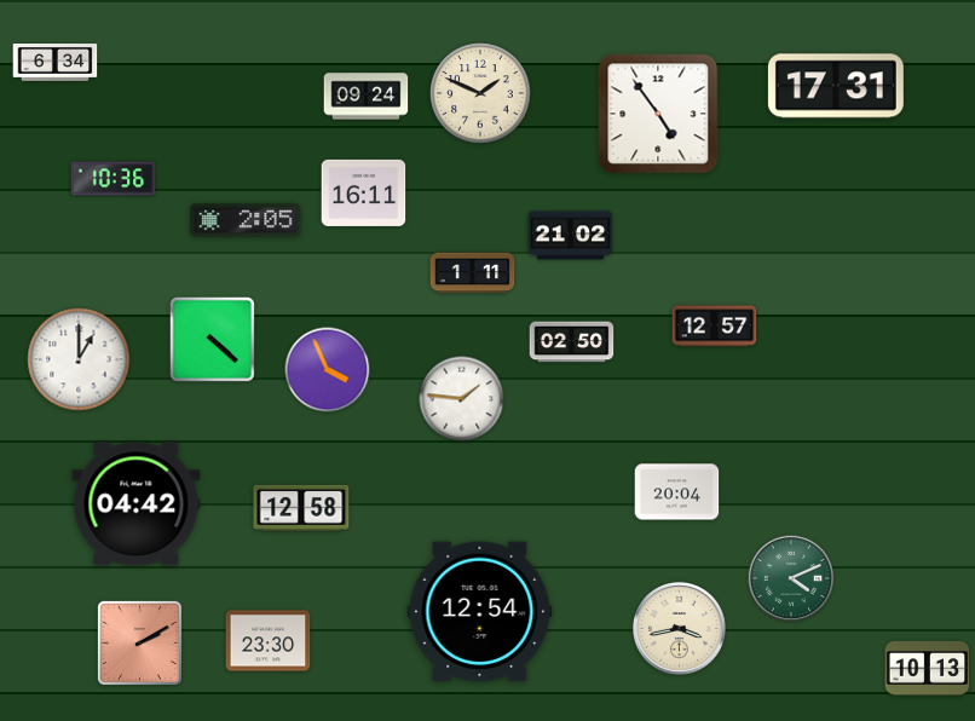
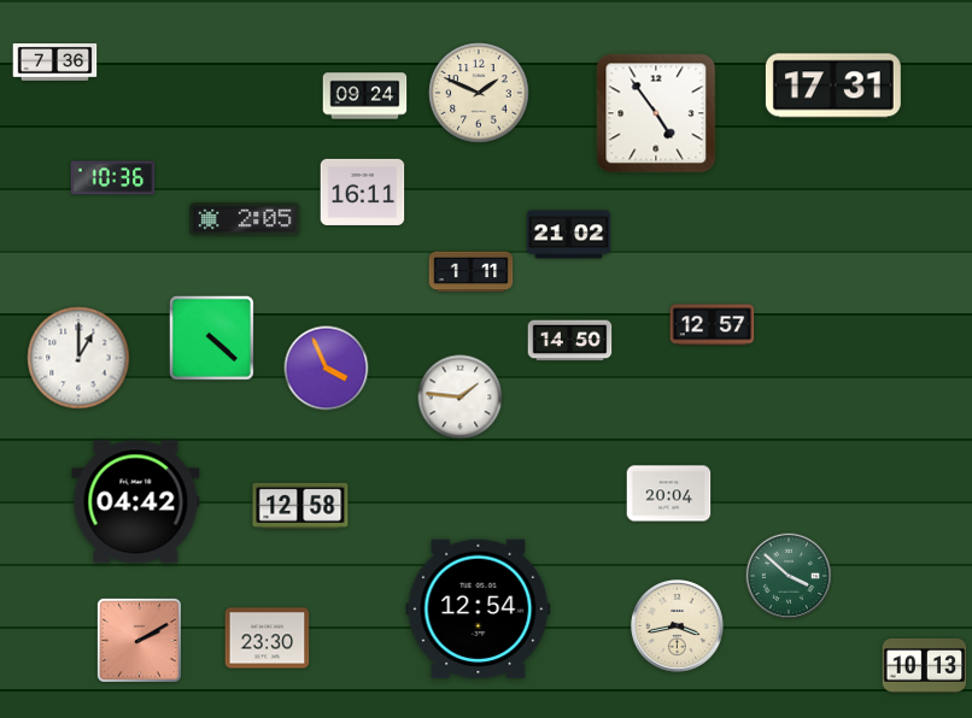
clock at (56, 63): 6:34 -> 7:36
clock at (572, 342): 02:50 -> 14:50
clock at (677, 492) position: (677, 492) -> (669, 494)
clock at (791, 578): 4:11 -> 3:52
